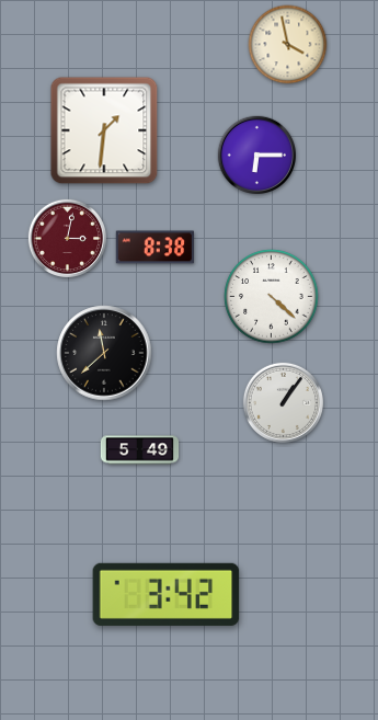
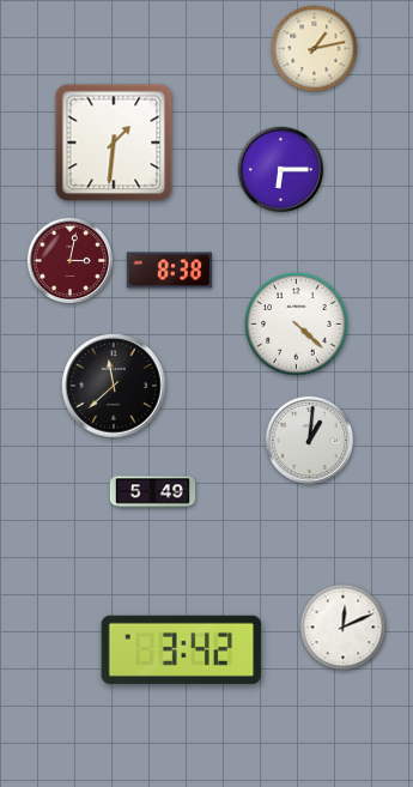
clock at (288, 45): 3:58 -> 1:13
clock at (68, 238) position: (68, 238) -> (71, 260)
clock at (283, 402): 1:06 -> 1:01
clock at (344, 628): none -> 12:11
